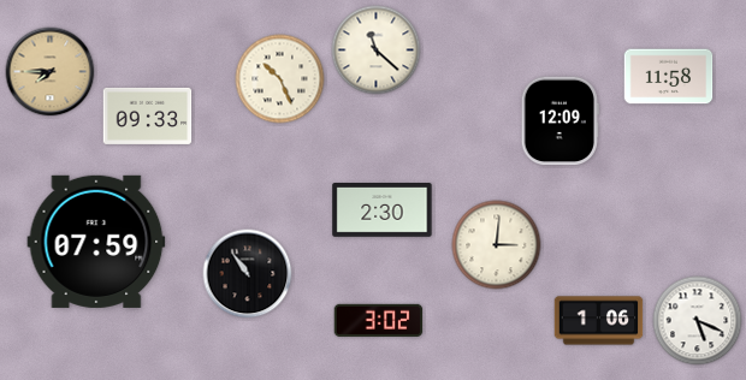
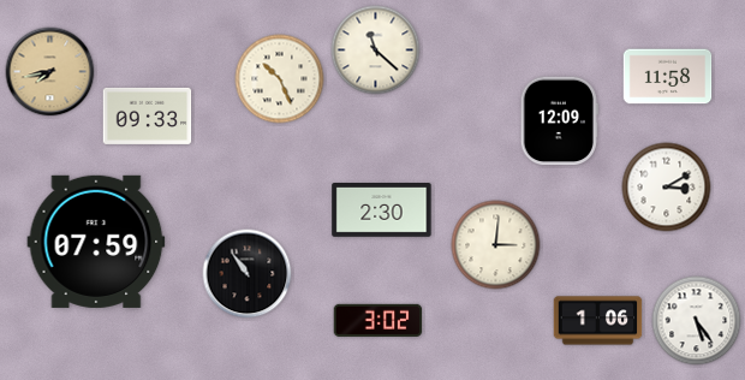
clock at (51, 72): 7:45 -> 7:43
clock at (667, 188): none -> 3:10
clock at (698, 321): 5:19 -> 5:24
